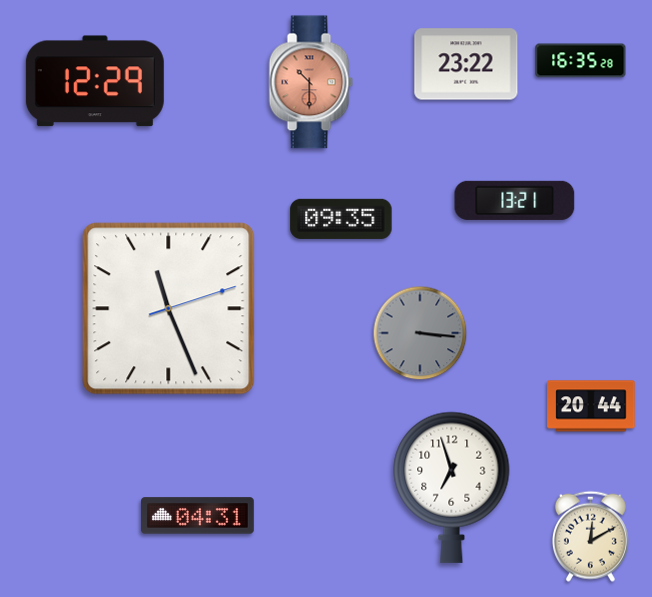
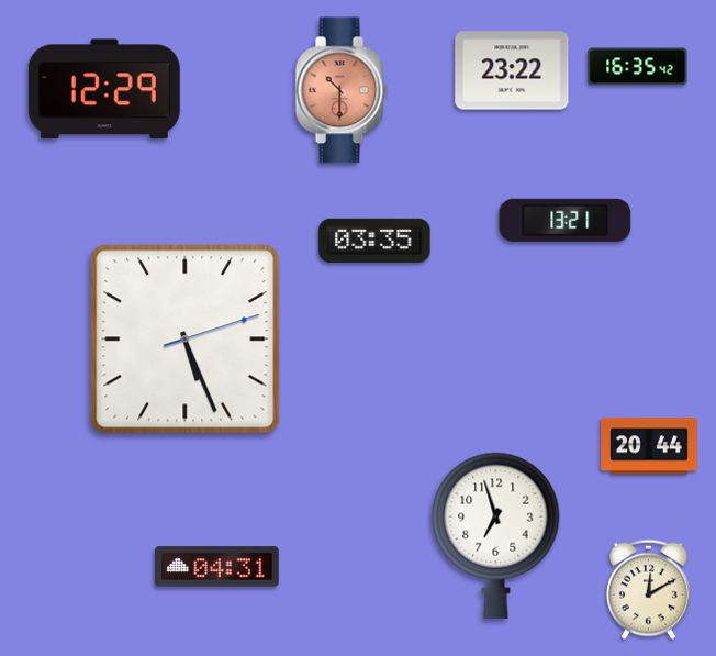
clock at (581, 61): 16:35:28 -> 16:35:42
clock at (341, 219): 09:35 -> 03:35
clock at (169, 309): 11:26 -> 5:26
clock at (420, 333): 3:16 -> none
